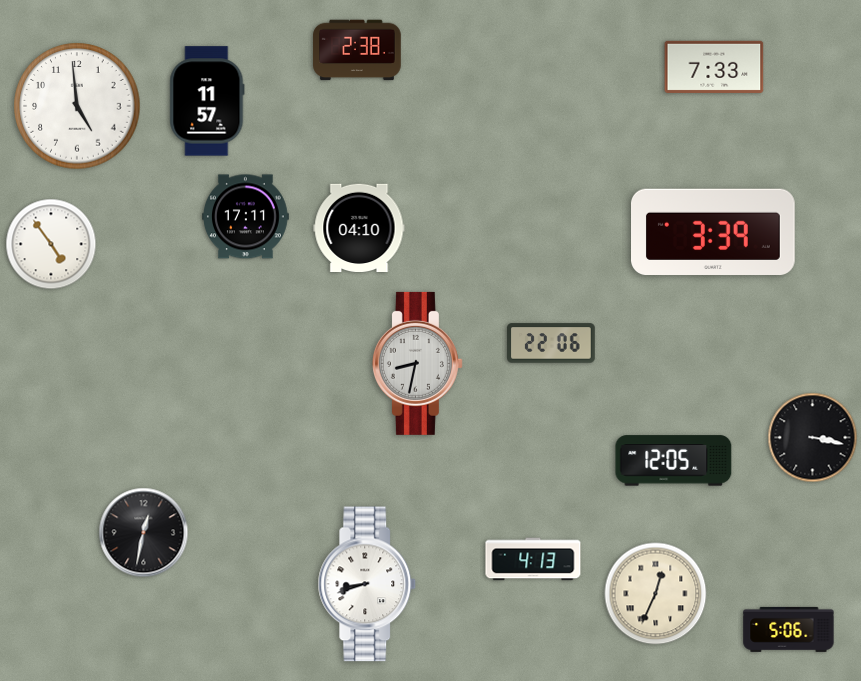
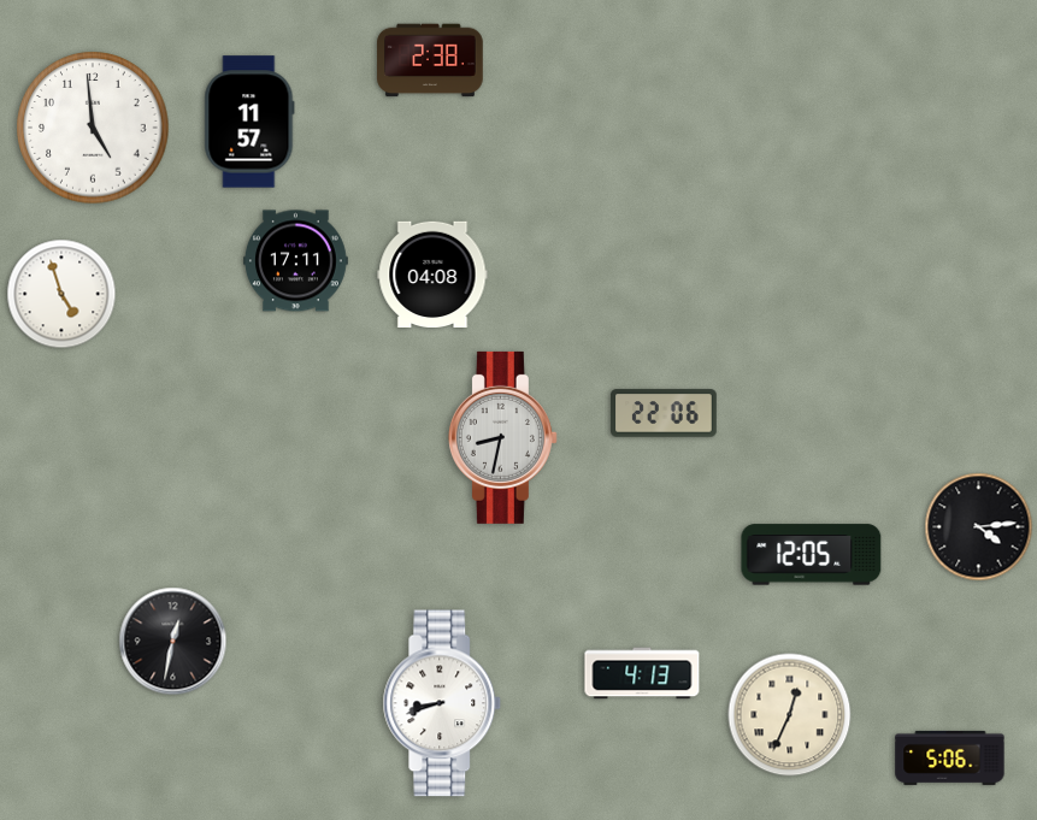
clock at (714, 67): 7:33 -> none
clock at (359, 228): 04:10 -> 04:08
clock at (714, 232): 3:39 -> none
clock at (51, 244): 4:54 -> 4:57
clock at (813, 438): 3:17 -> 4:14
